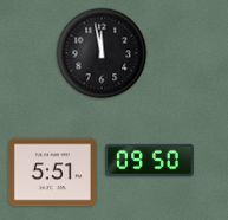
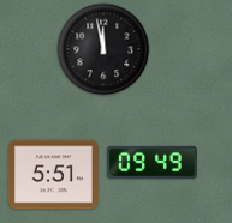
clock at (102, 53) position: (102, 53) -> (103, 49)
clock at (149, 160): 09:50 -> 09:49
